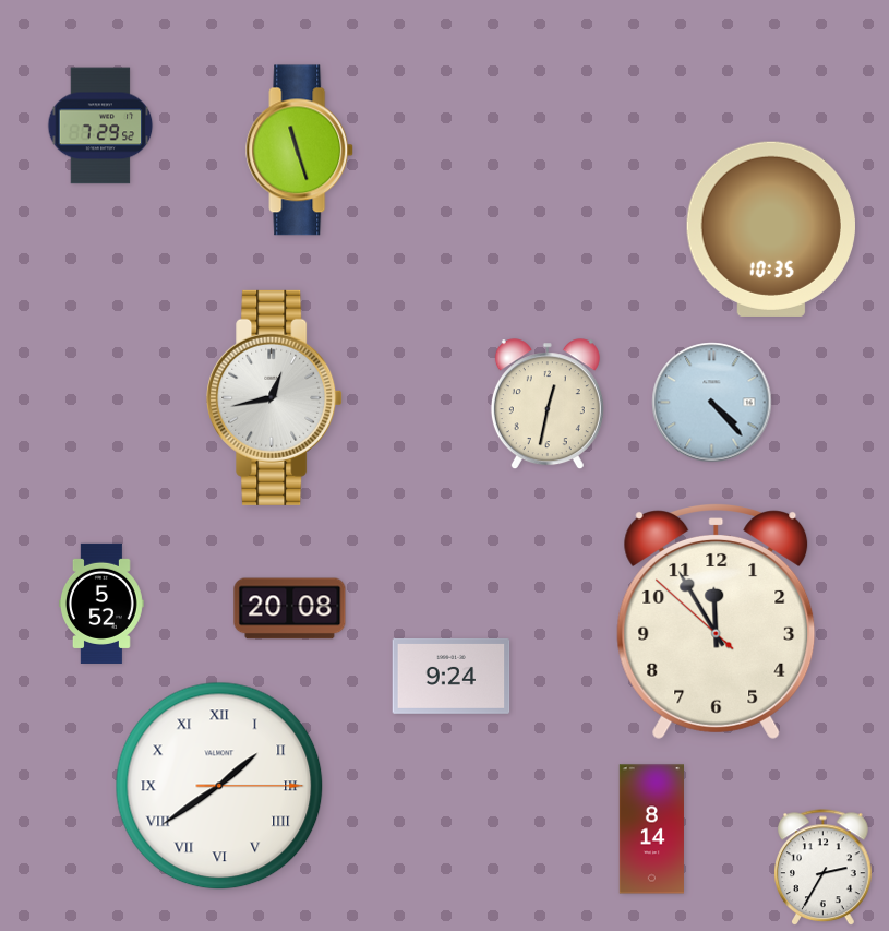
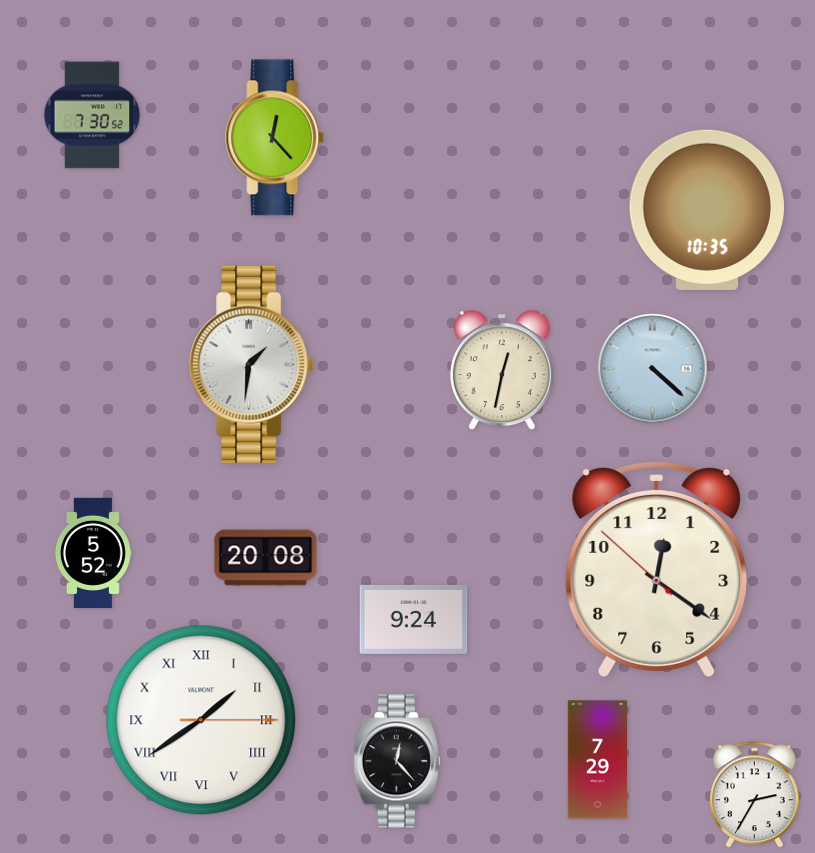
clock at (100, 126): 7:29 -> 7:30
clock at (300, 151): 11:27 -> 12:23
clock at (275, 397): 12:43 -> 1:31
clock at (712, 403): 4:23 -> 4:22
clock at (717, 622): 11:54 -> 12:20
clock at (651, 829): 8:14 -> 7:29
clock at (396, 761): none -> 12:23
